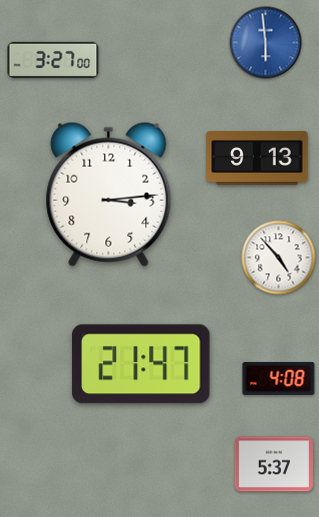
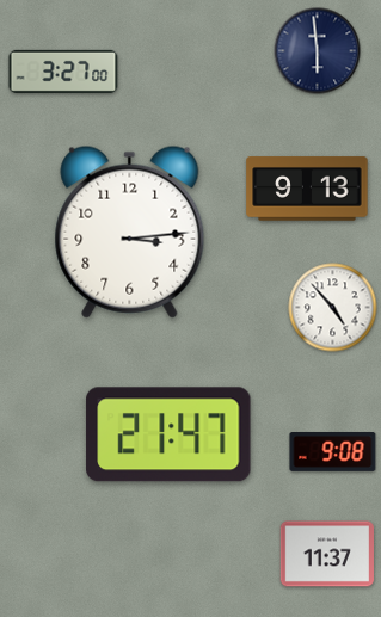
clock at (266, 43) dial: blue -> navy
clock at (279, 379): 4:08 -> 9:08
clock at (274, 464): 5:37 -> 11:37
